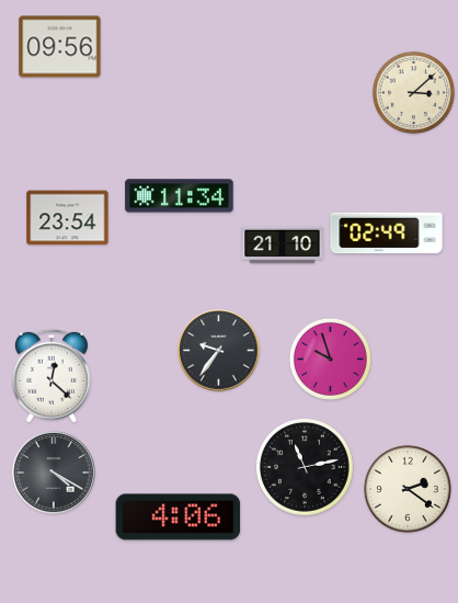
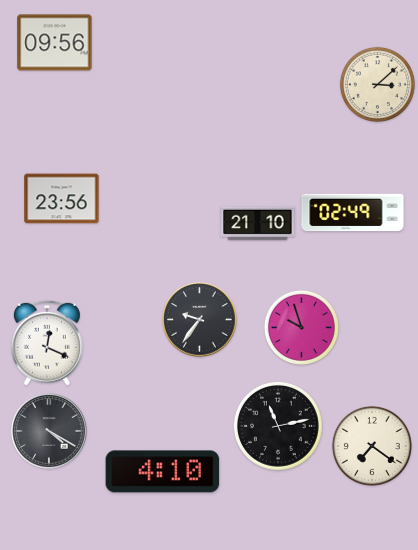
clock at (180, 196): 11:34 -> none
clock at (68, 218): 23:54 -> 23:56
clock at (51, 376): 12:22 -> 12:19
clock at (408, 489): 2:21 -> 7:21
clock at (179, 517): 4:06 -> 4:10
